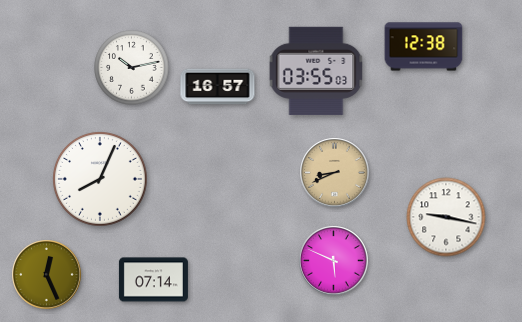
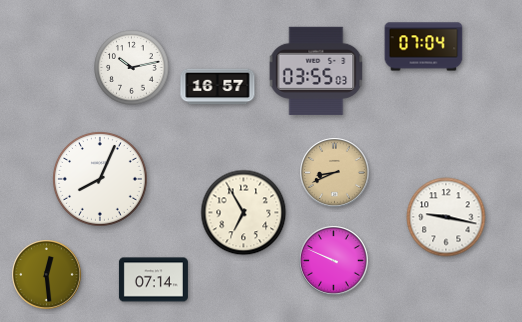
clock at (424, 47): 12:38 -> 07:04
clock at (244, 213): none -> 6:55
clock at (334, 261): 5:49 -> 9:49
clock at (47, 275): 12:26 -> 12:29
